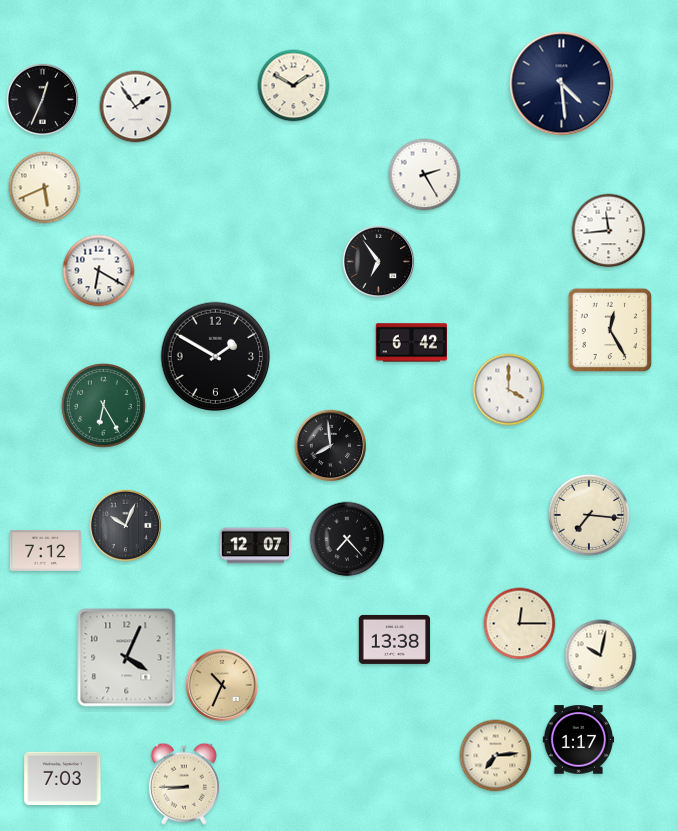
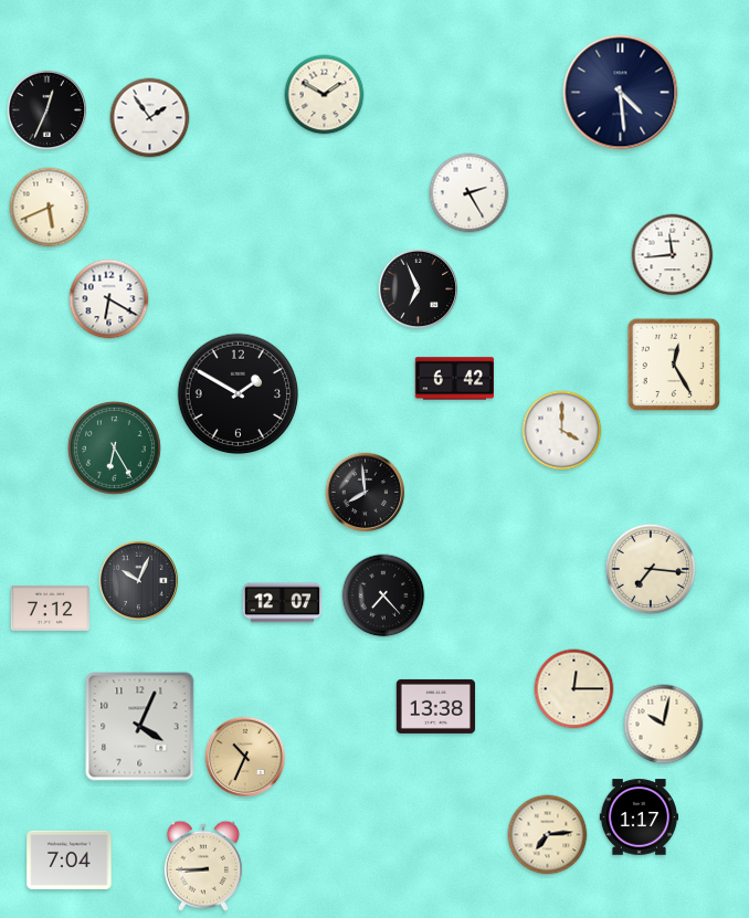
clock at (379, 262): 6:54 -> 6:56
clock at (63, 778): 7:03 -> 7:04
